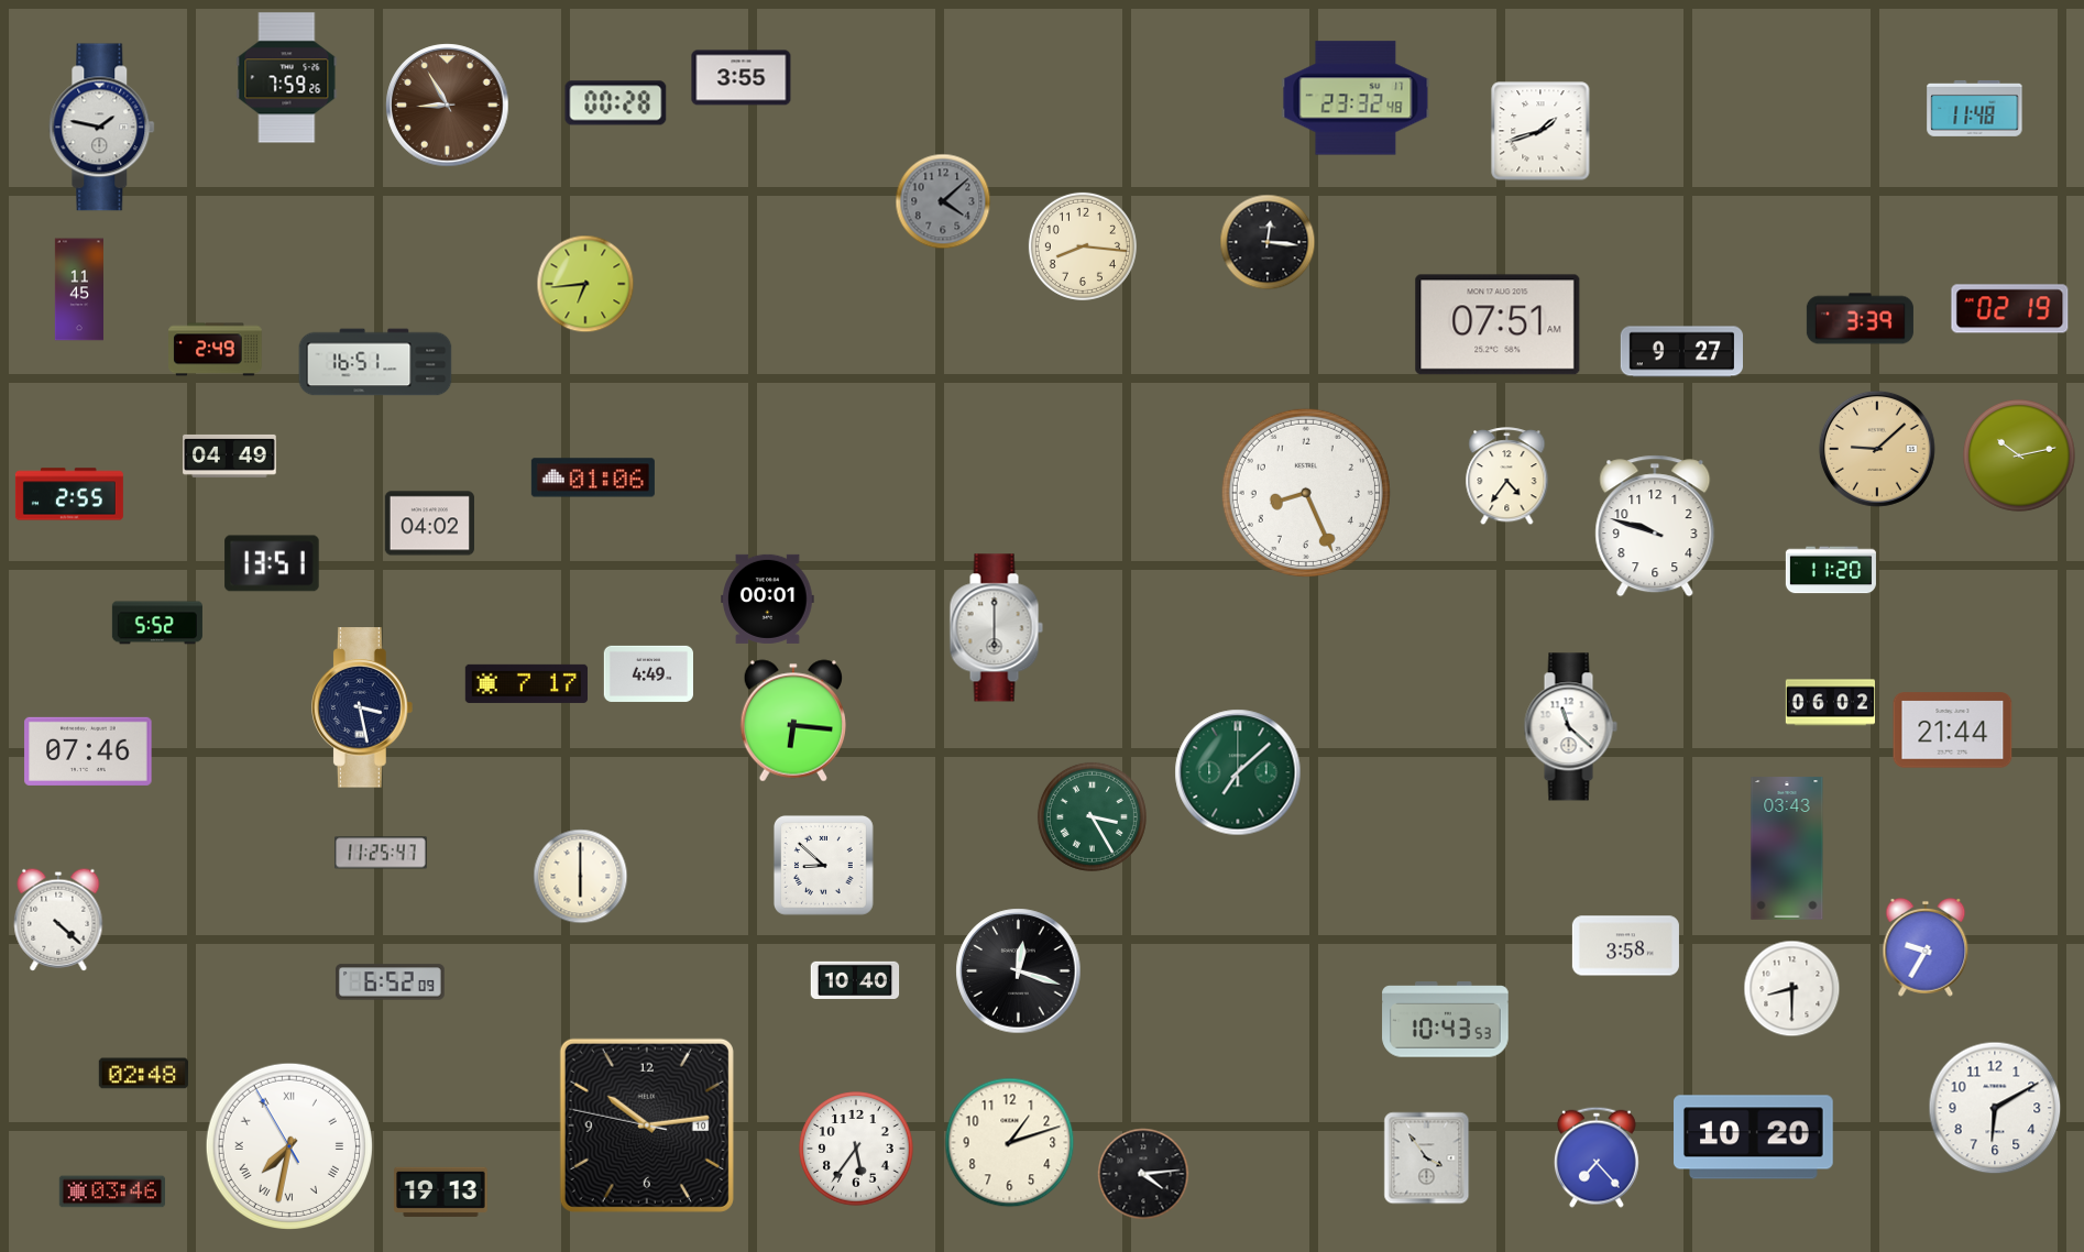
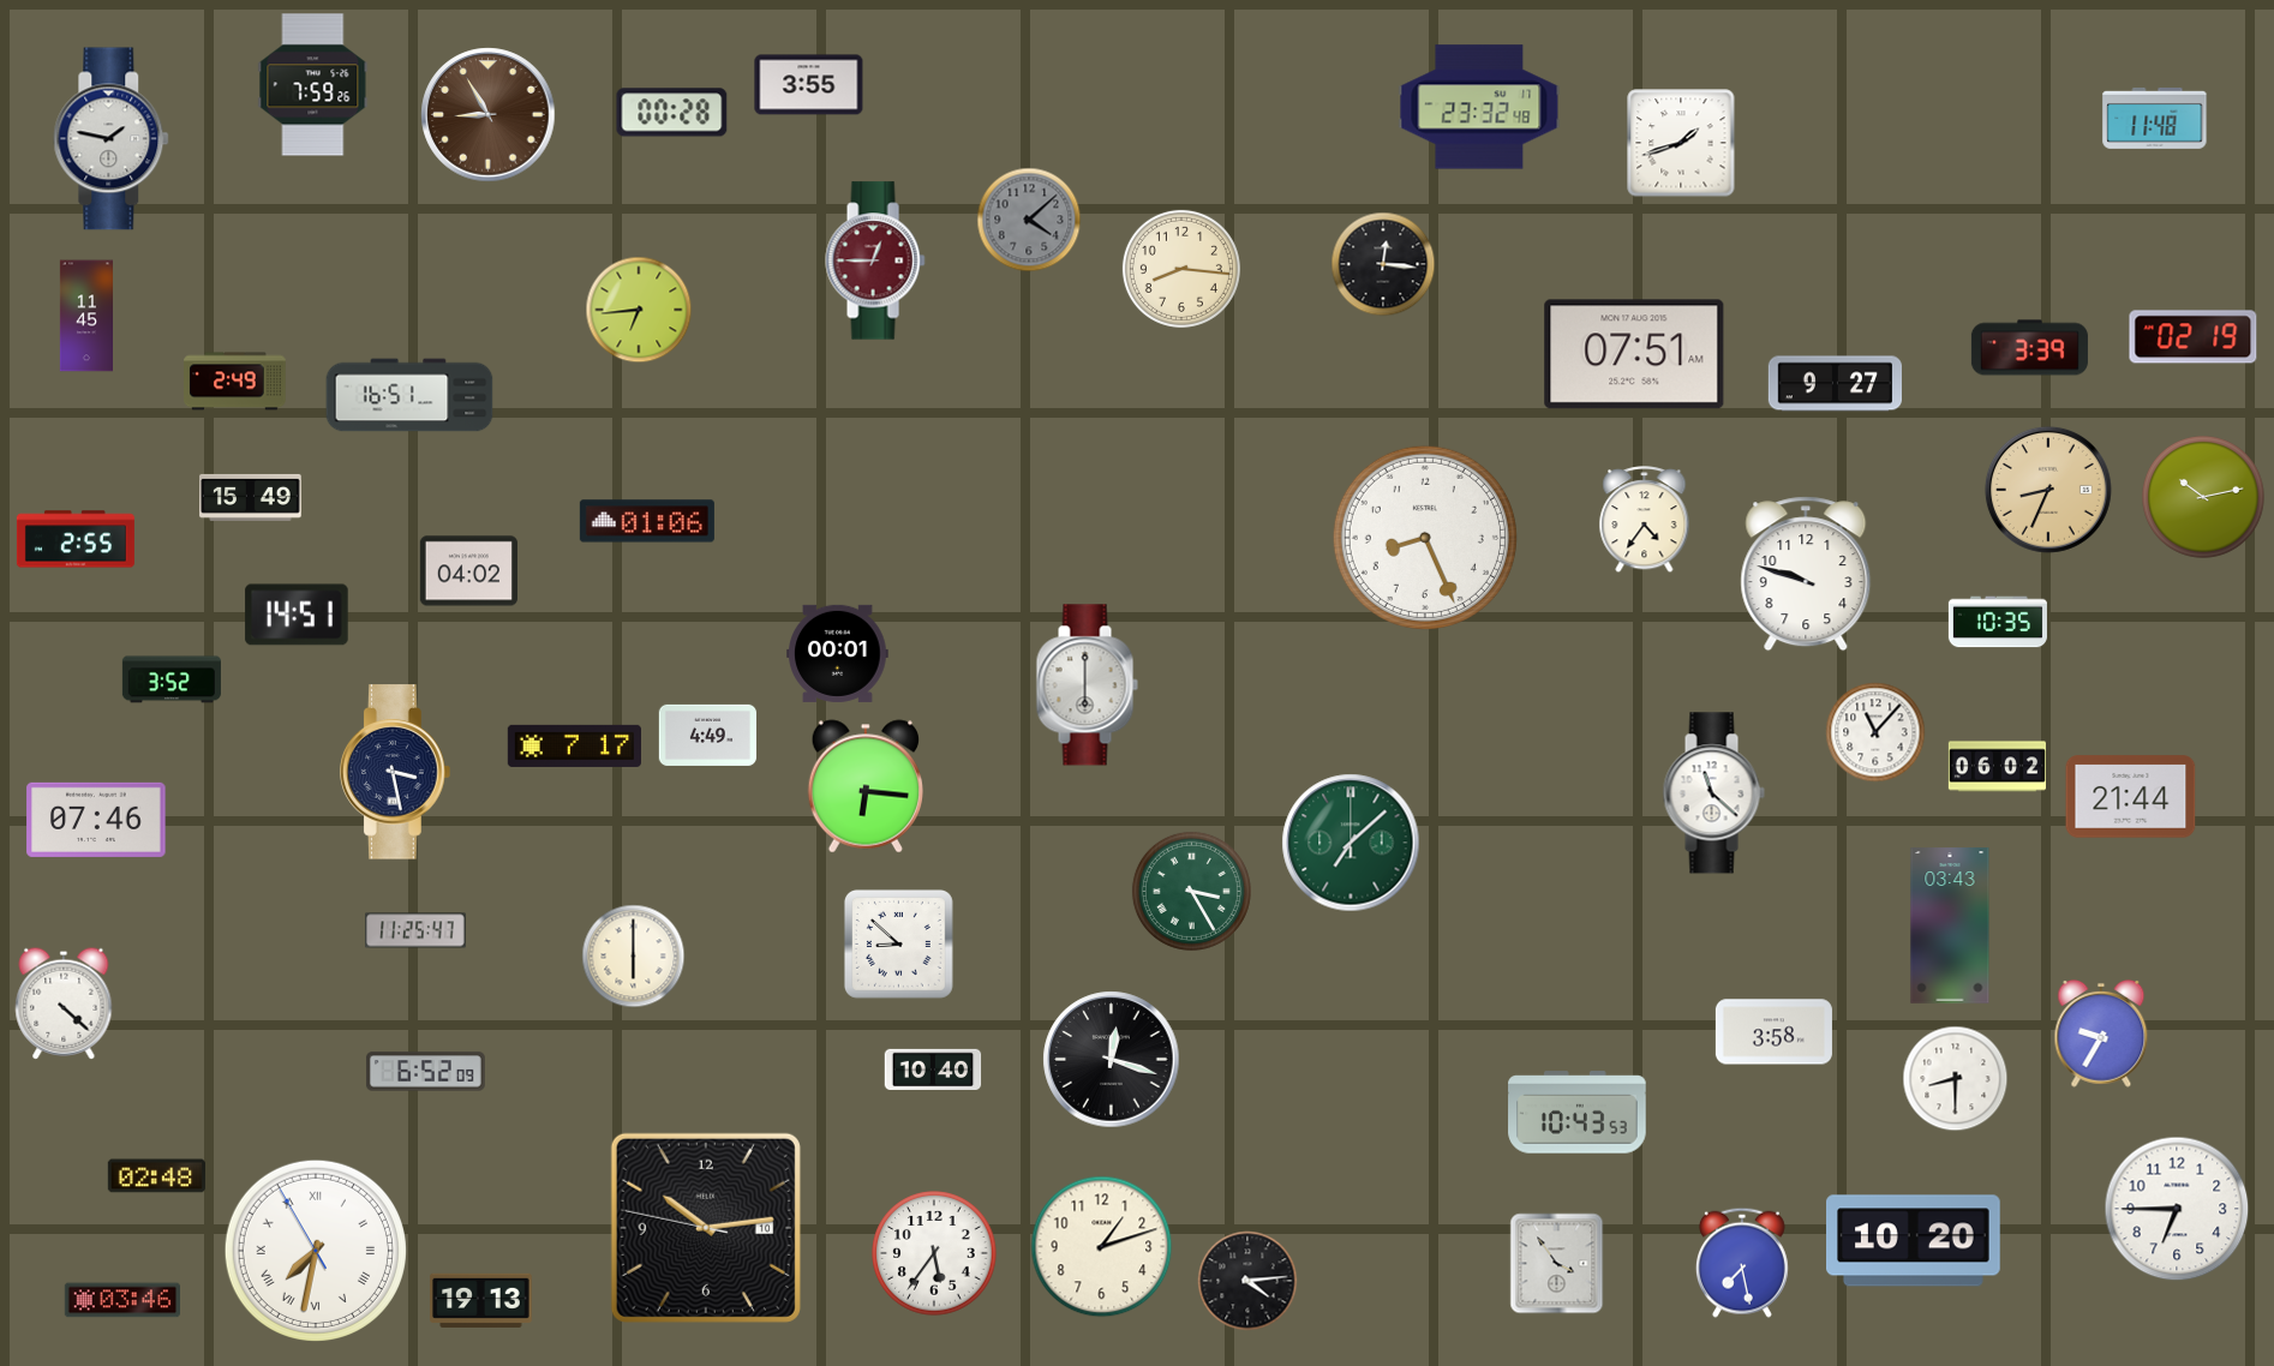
clock at (875, 260): none -> 12:45
clock at (1877, 449): 9:08 -> 8:34
clock at (230, 455): 04:49 -> 15:49
clock at (272, 563): 13:51 -> 14:51
clock at (1831, 570): 11:20 -> 10:35
clock at (157, 623): 5:52 -> 3:52
clock at (1875, 732): none -> 11:07
clock at (143, 1074) position: (143, 1074) -> (156, 1176)
clock at (1995, 1108): 6:10 -> 6:45
clock at (1597, 1157): 7:23 -> 7:28
